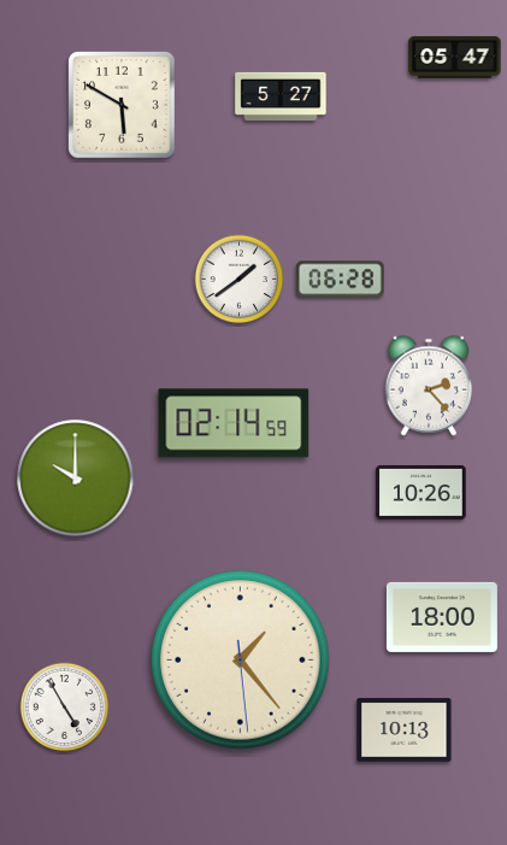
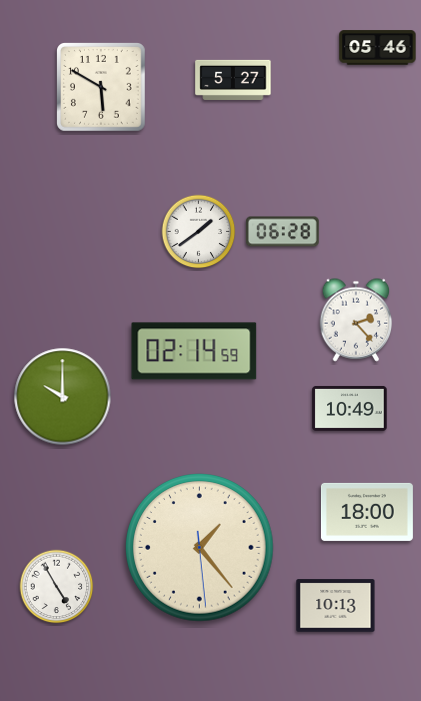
clock at (455, 58): 05:47 -> 05:46
clock at (421, 492): 10:26 -> 10:49
clock at (65, 708) position: (65, 708) -> (57, 587)
